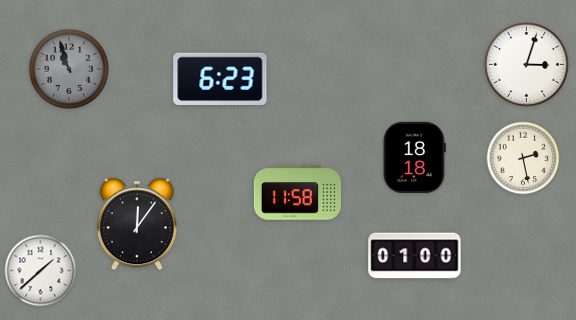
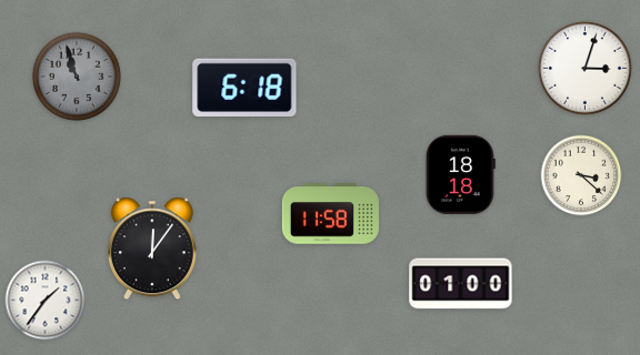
clock at (527, 65) position: (527, 65) -> (586, 69)
clock at (220, 78): 6:23 -> 6:18
clock at (523, 158): 2:28 -> 3:22
clock at (41, 271): 1:38 -> 1:36
